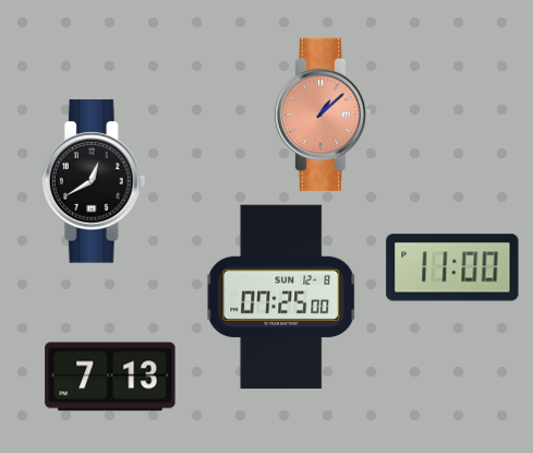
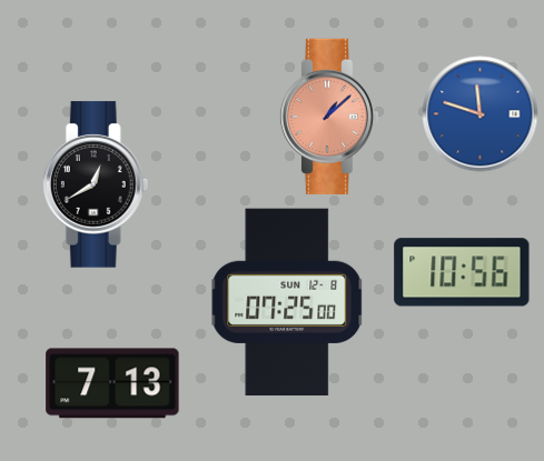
clock at (481, 114): none -> 11:48
clock at (452, 267): 11:00 -> 10:56
